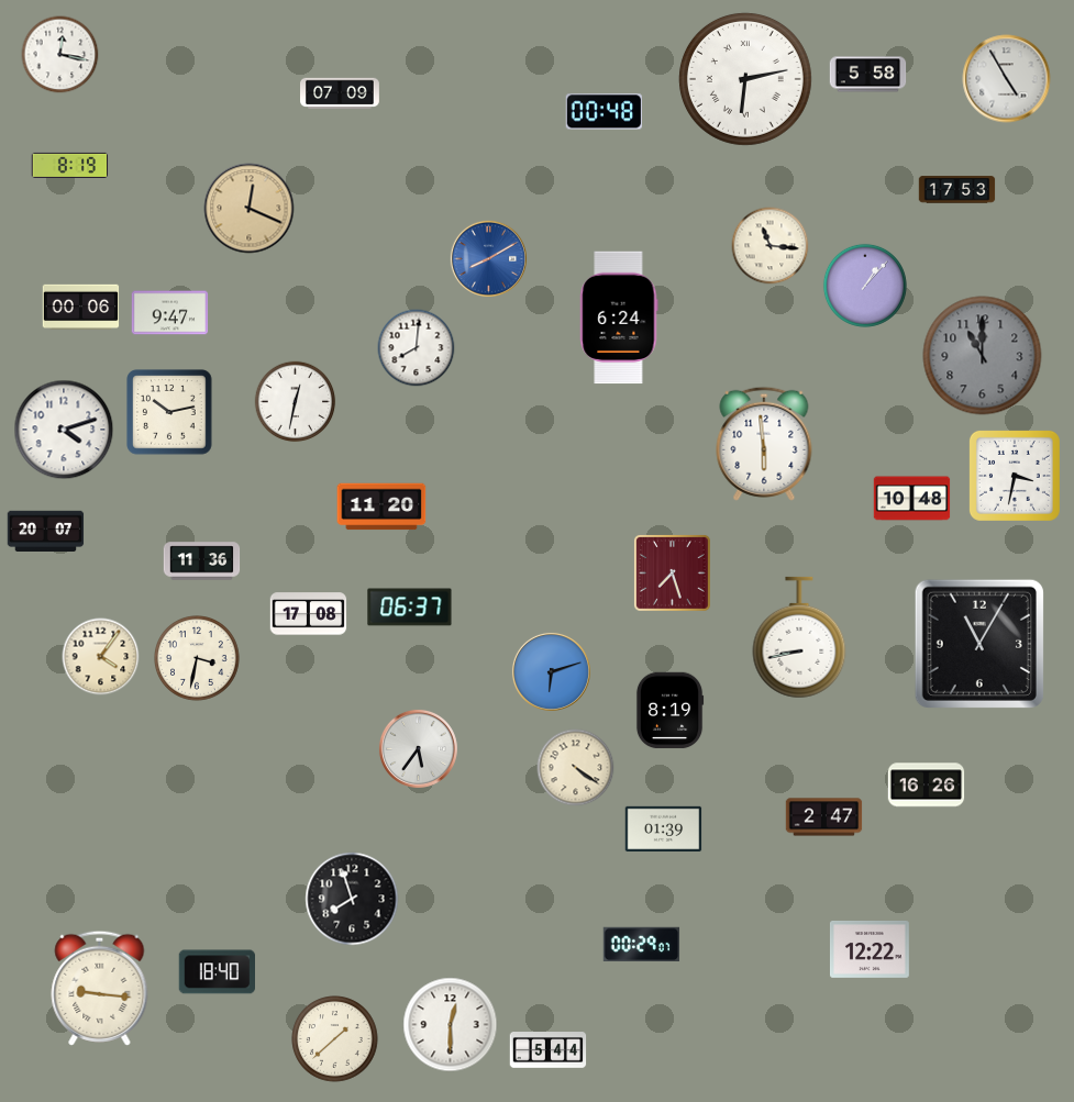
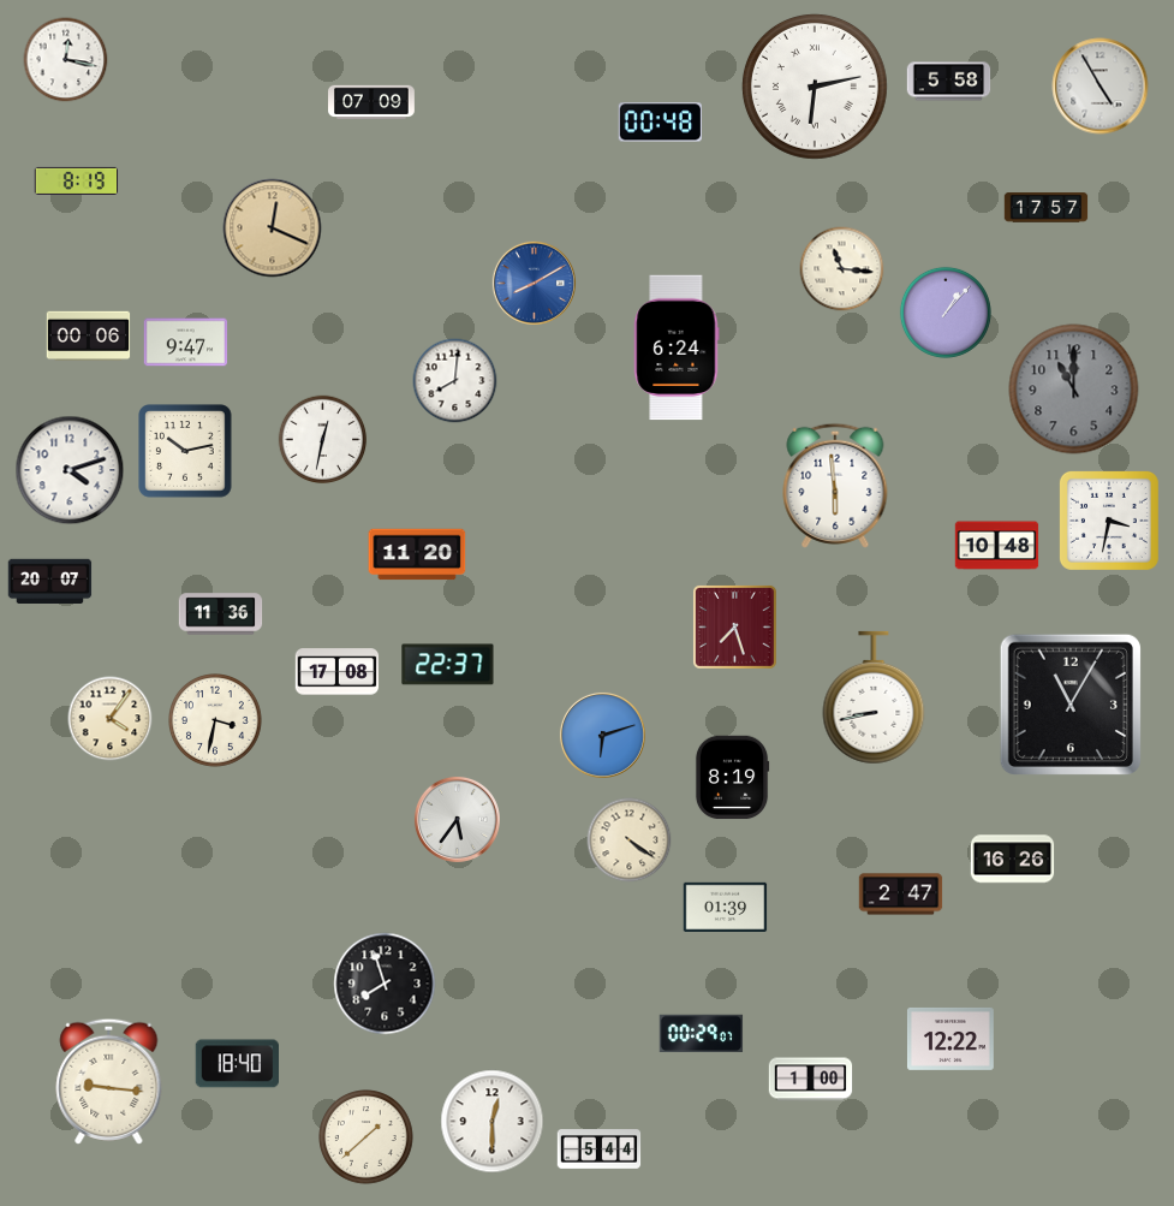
clock at (957, 190): 17:53 -> 17:57
clock at (410, 608): 06:37 -> 22:37
clock at (811, 1080): none -> 1:00
